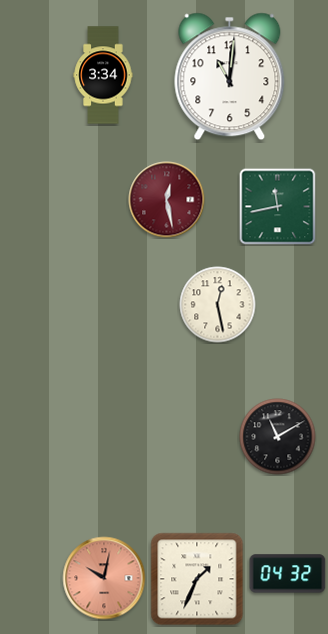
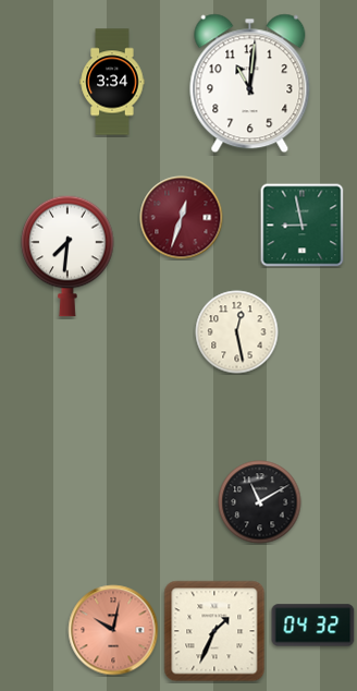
clock at (167, 200): 12:28 -> 12:33
clock at (278, 207): 11:43 -> 8:58
clock at (67, 256): none -> 7:31
clock at (278, 437) position: (278, 437) -> (260, 502)
